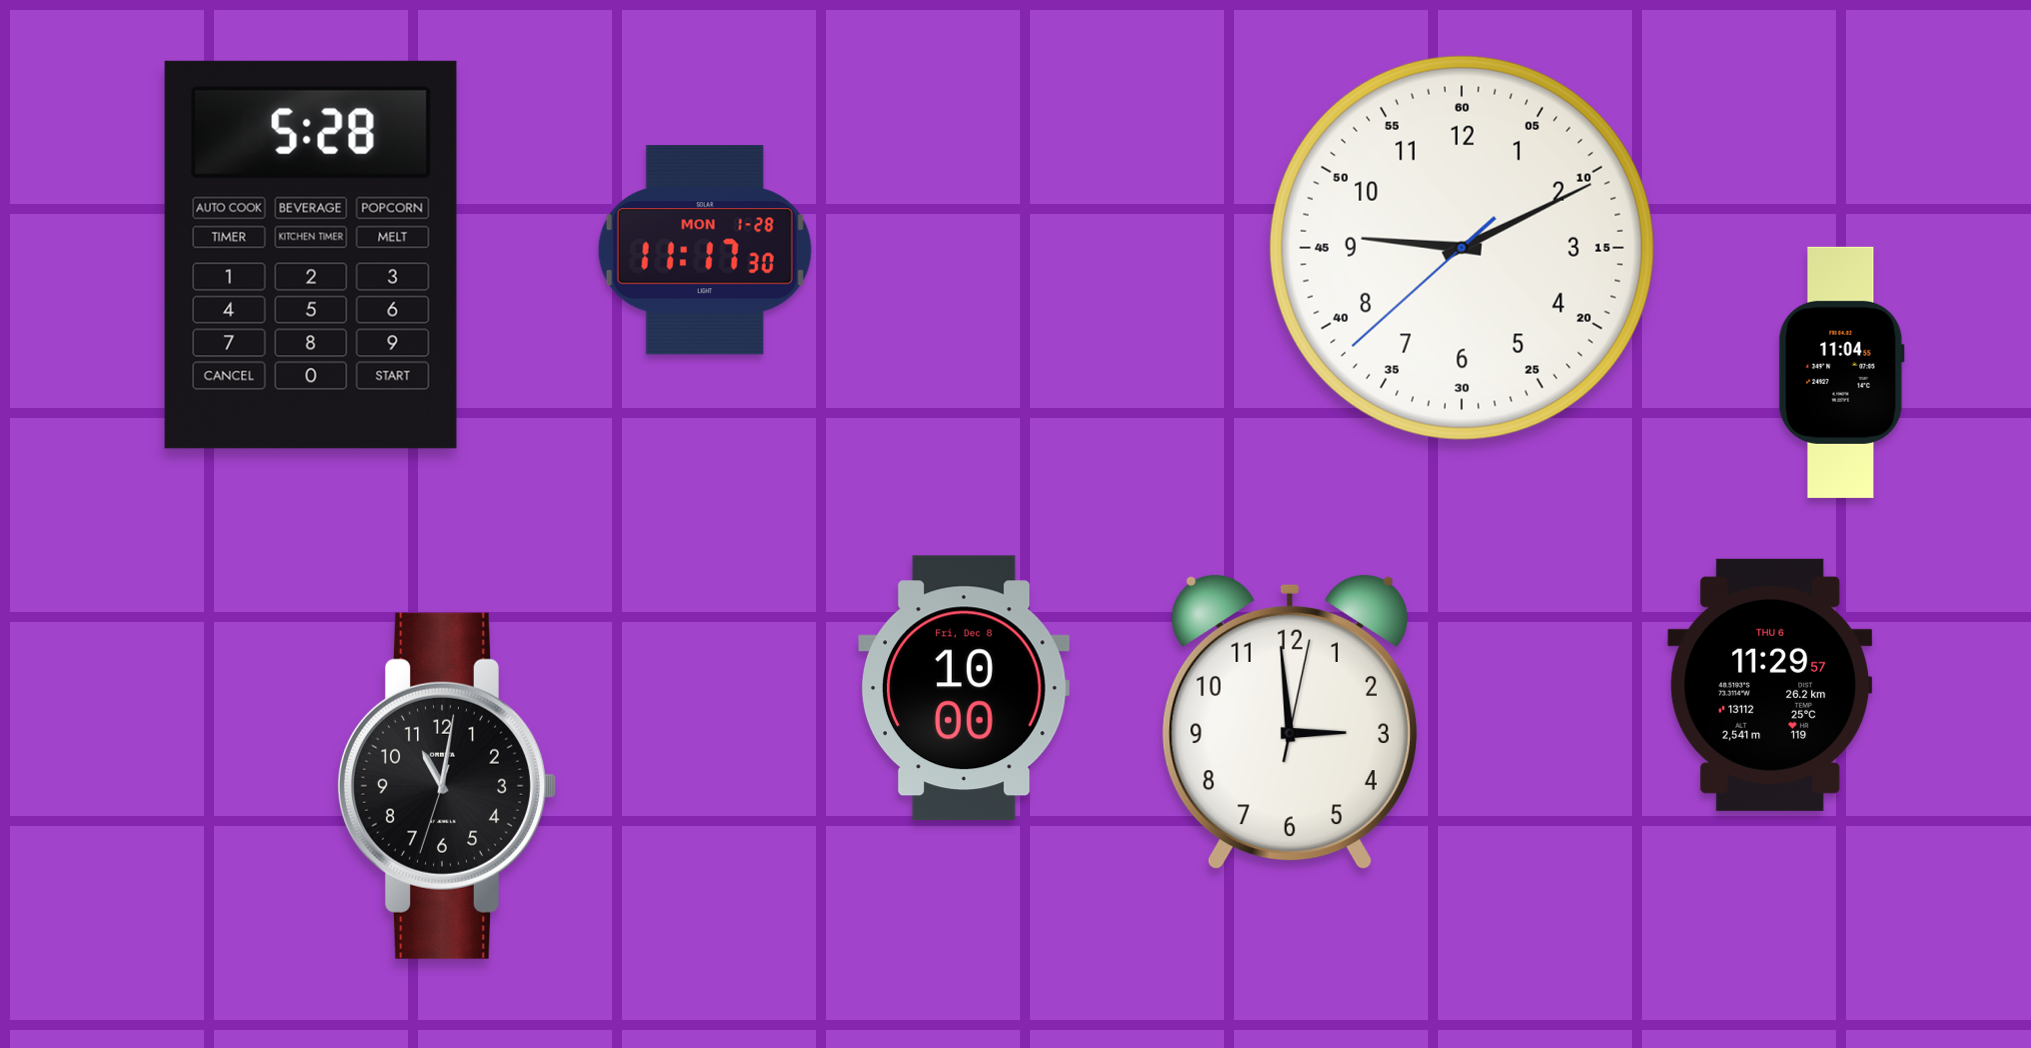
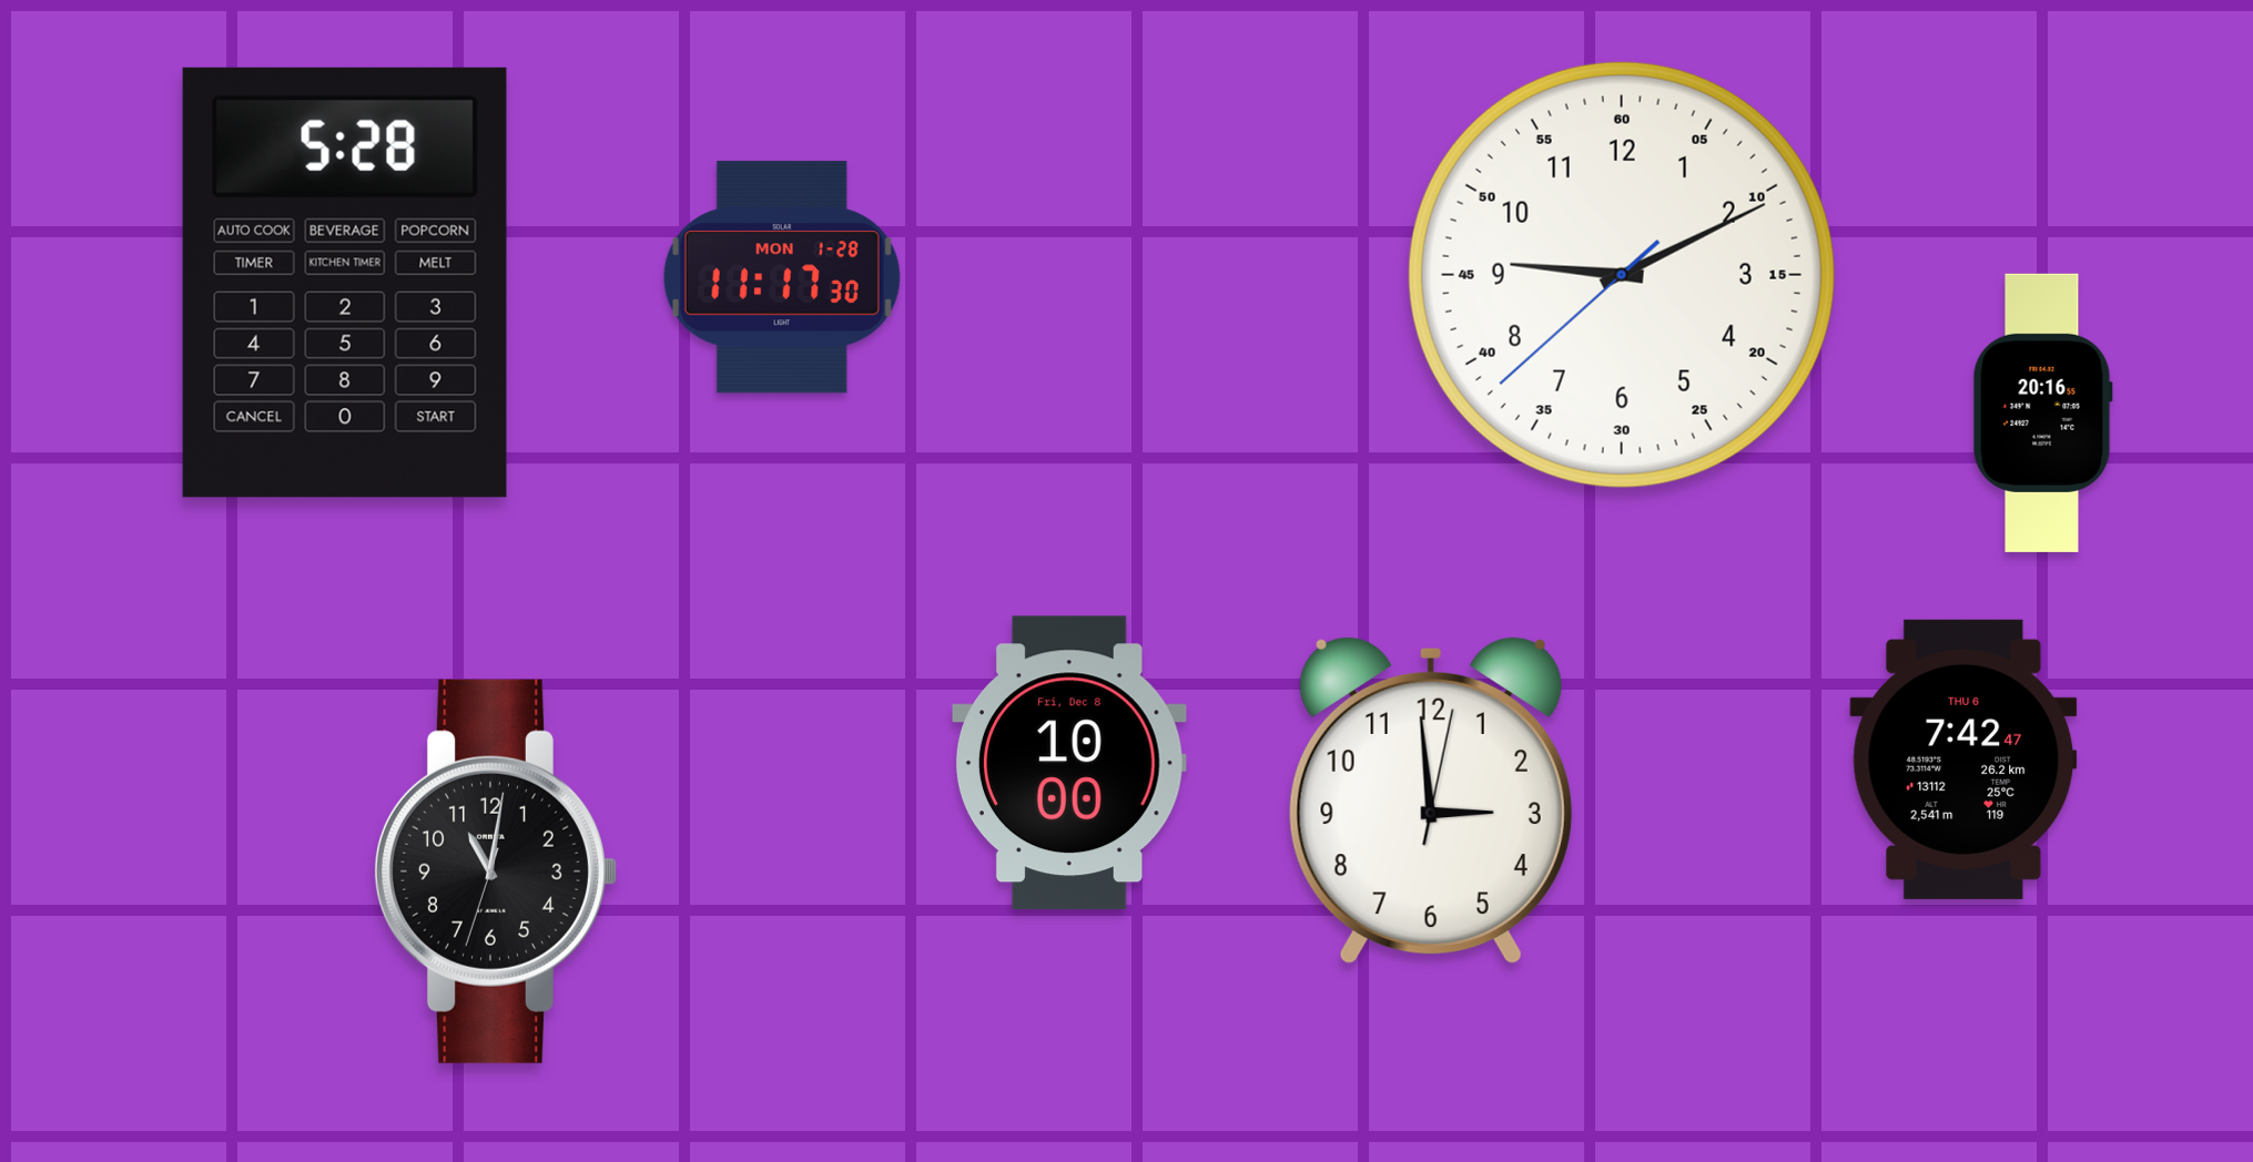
clock at (1841, 372): 11:04 -> 20:16
clock at (1770, 685): 11:29 -> 7:42
